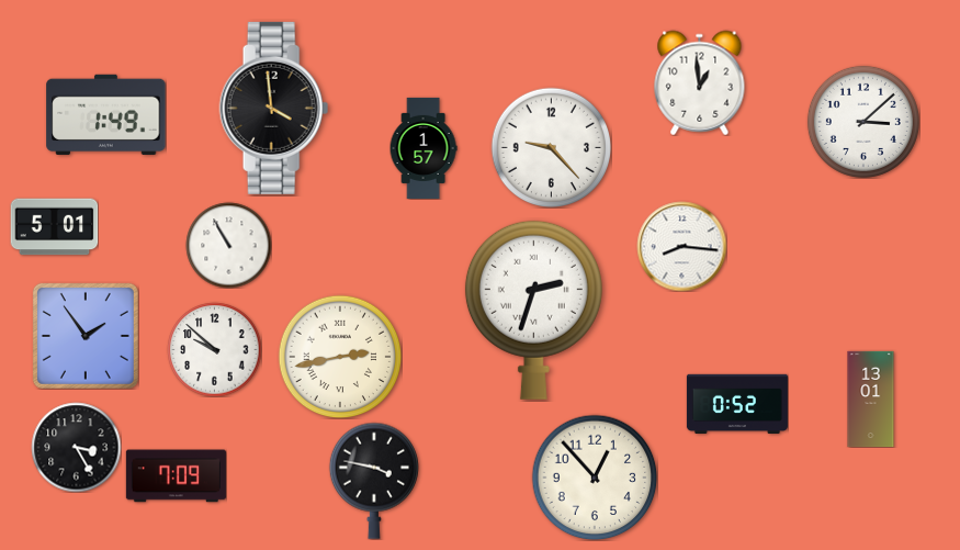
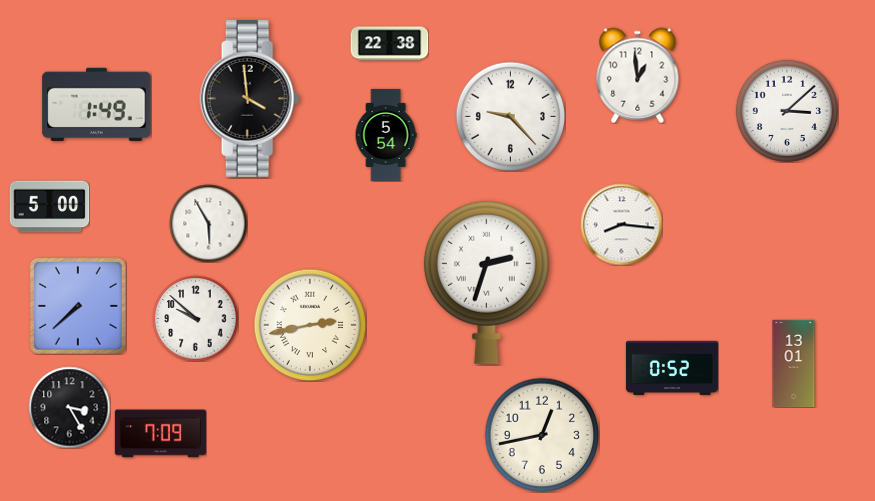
clock at (389, 44): none -> 22:38
clock at (551, 147) position: (551, 147) -> (510, 116)
clock at (423, 148): 1:57 -> 5:54
clock at (54, 227): 5:01 -> 5:00
clock at (228, 245): 10:55 -> 5:55
clock at (86, 336): 1:54 -> 7:38
clock at (595, 478): 12:53 -> 12:43
clock at (374, 481): 3:47 -> none
